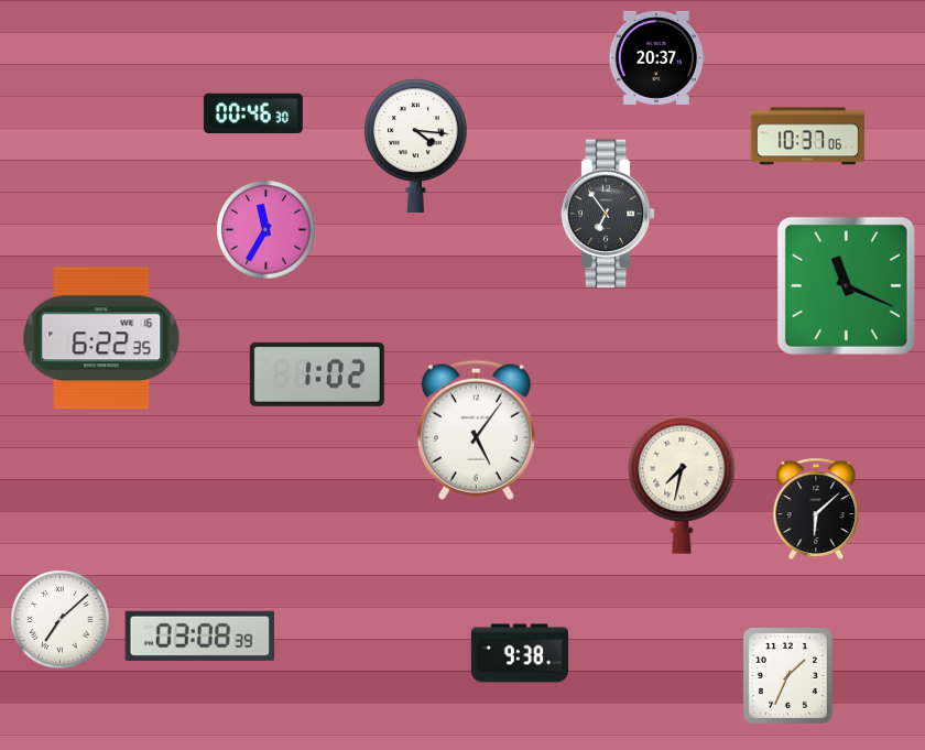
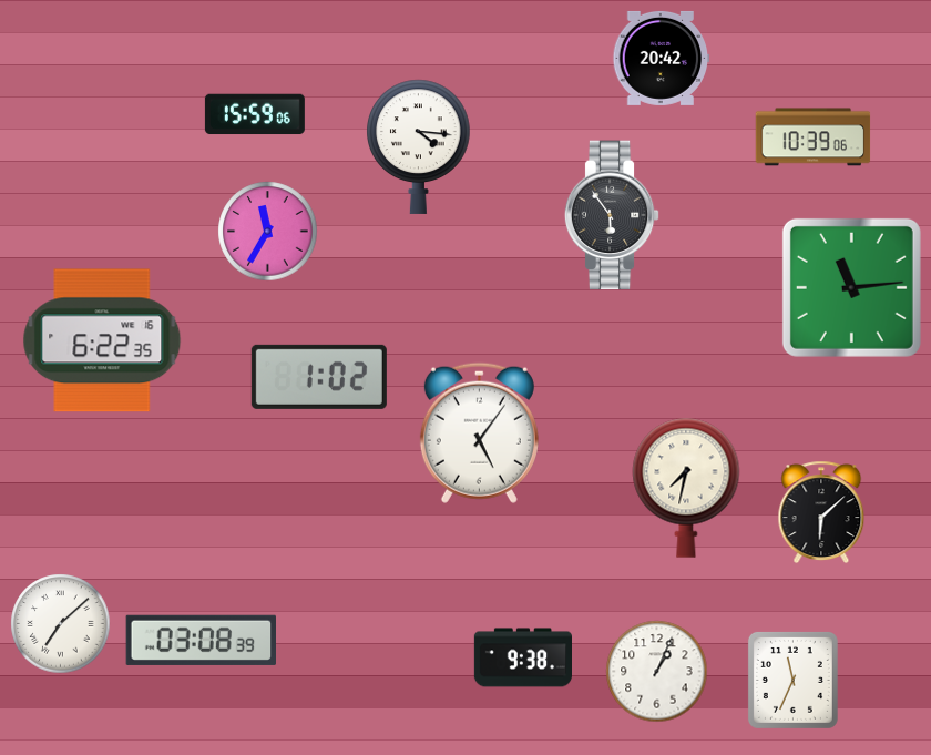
clock at (657, 57): 20:37 -> 20:42
clock at (253, 113): 00:46 -> 15:59
clock at (808, 137): 10:37 -> 10:39
clock at (608, 214): 6:54 -> 5:54
clock at (846, 285): 11:19 -> 11:14
clock at (657, 672): none -> 1:04
clock at (787, 675): 1:34 -> 11:34
